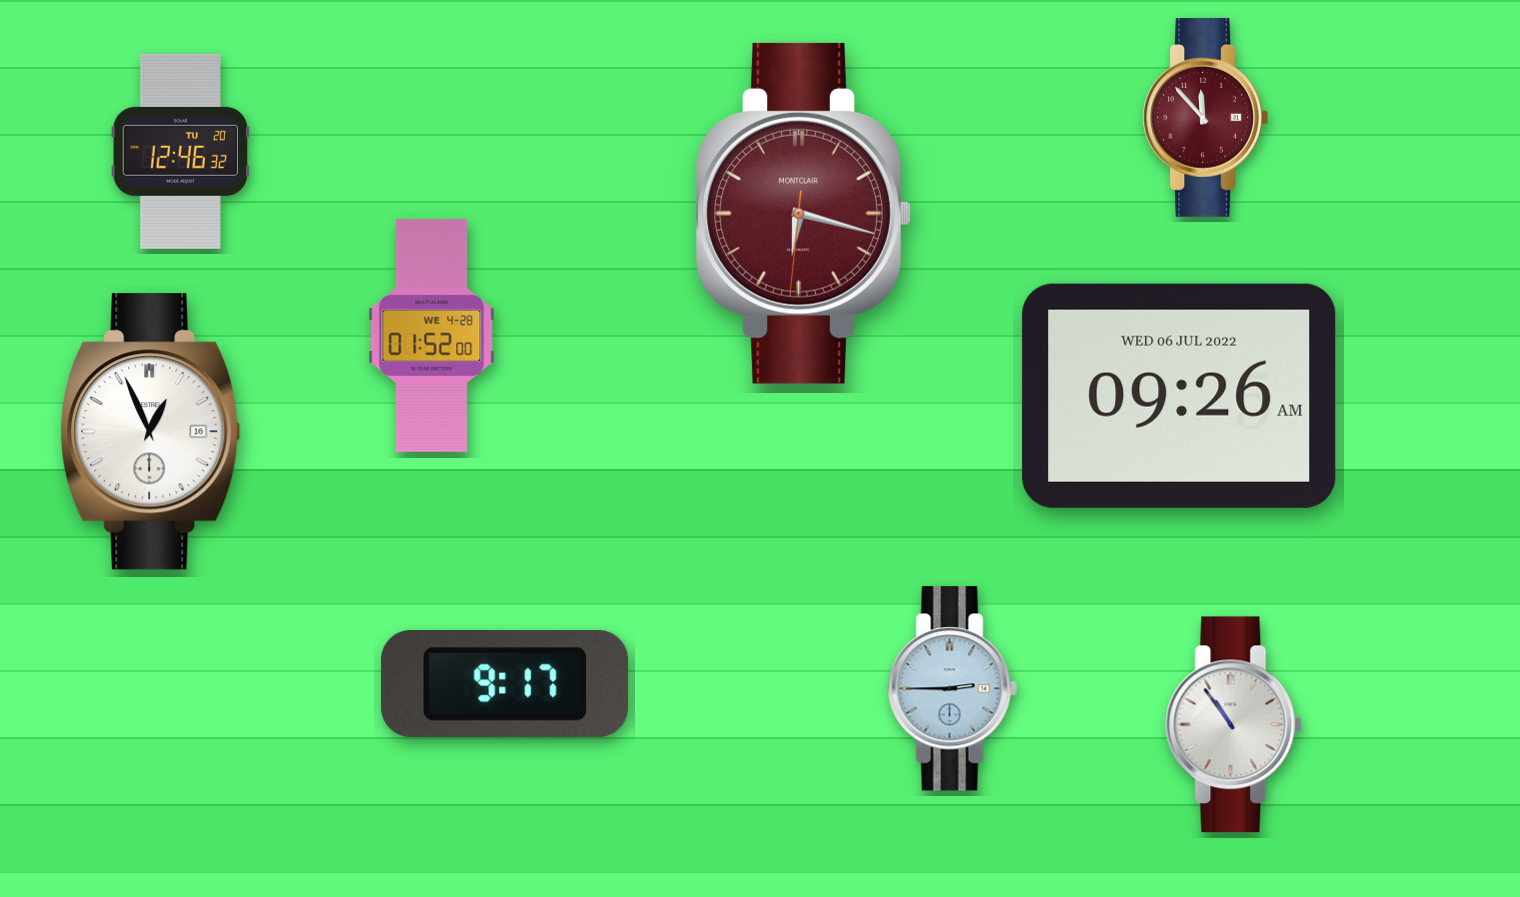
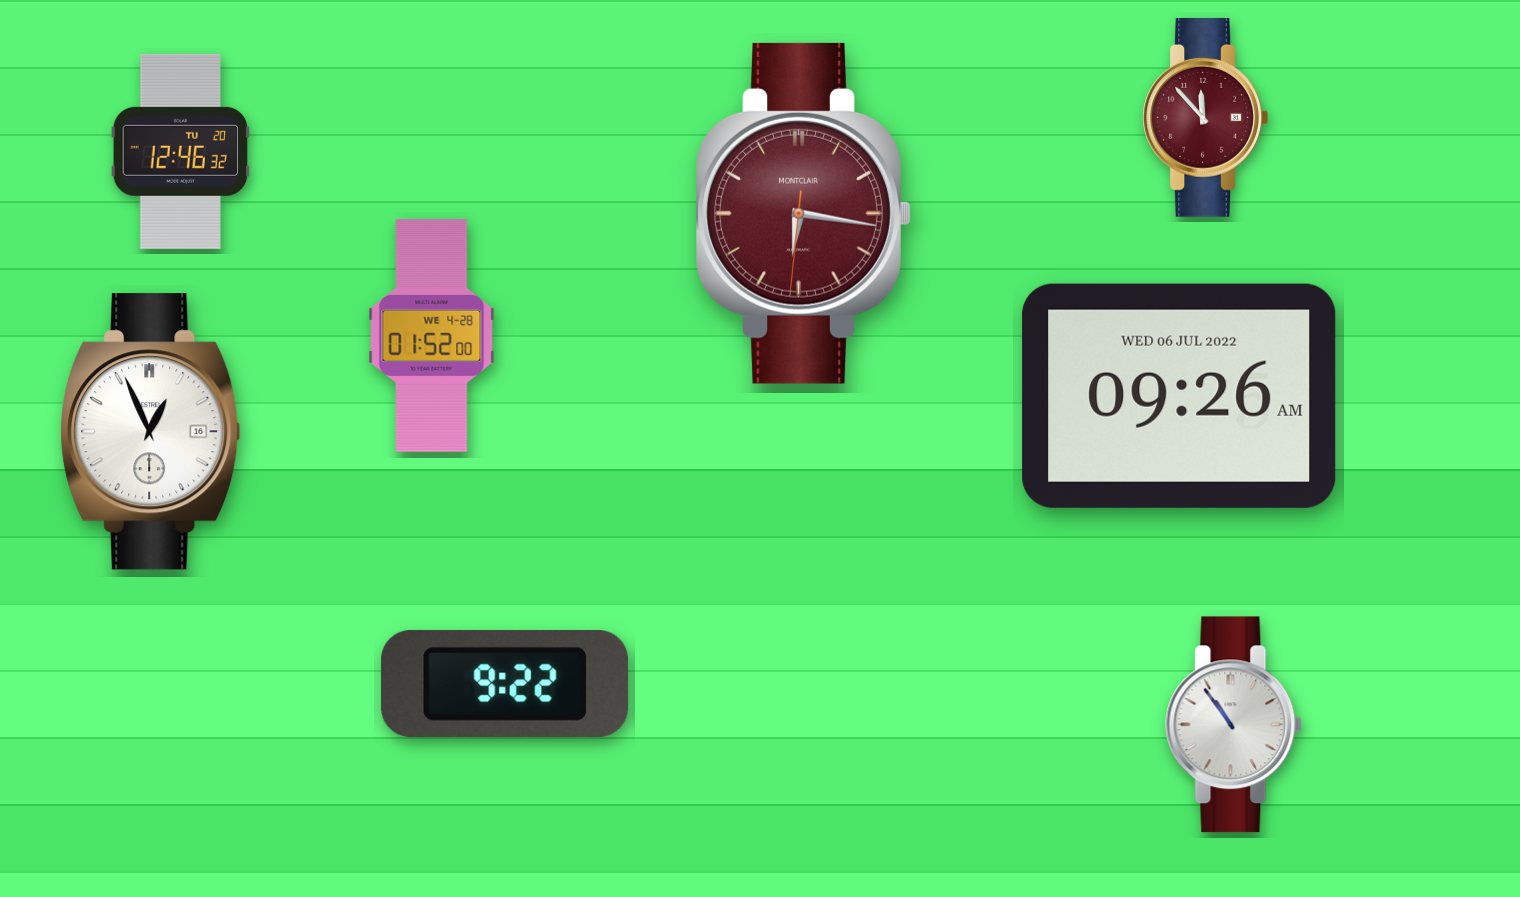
clock at (803, 213): 6:17 -> 6:16
clock at (504, 684): 9:17 -> 9:22
clock at (952, 689): 2:45 -> none
